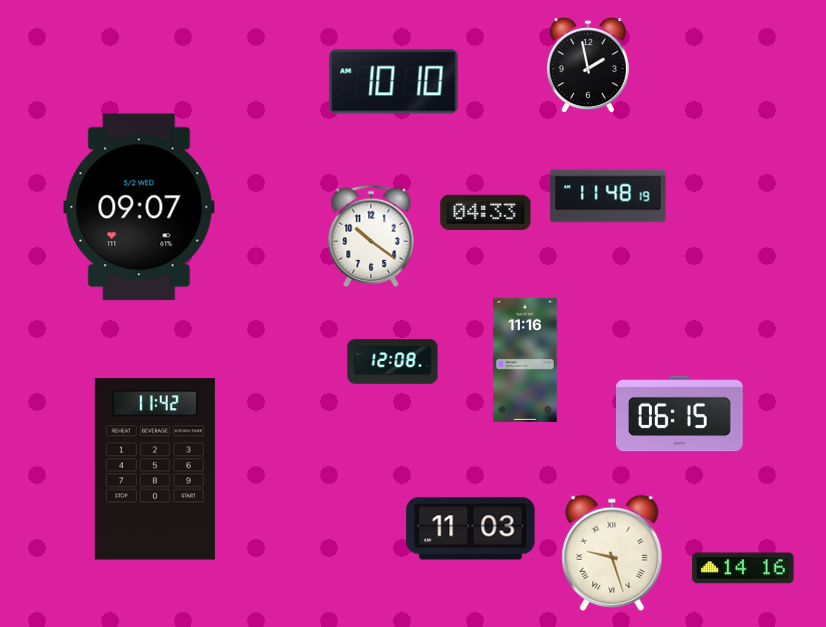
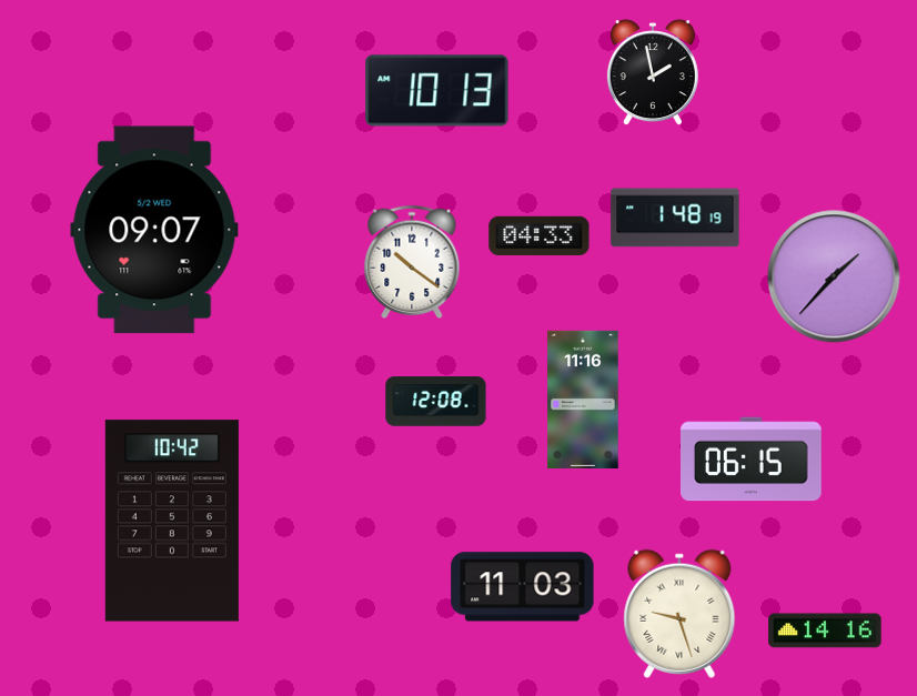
clock at (394, 82): 10:10 -> 10:13
clock at (608, 196): 11:48 -> 1:48
clock at (834, 276): none -> 1:37
clock at (680, 414) position: (680, 414) -> (752, 460)
clock at (155, 469): 11:42 -> 10:42
